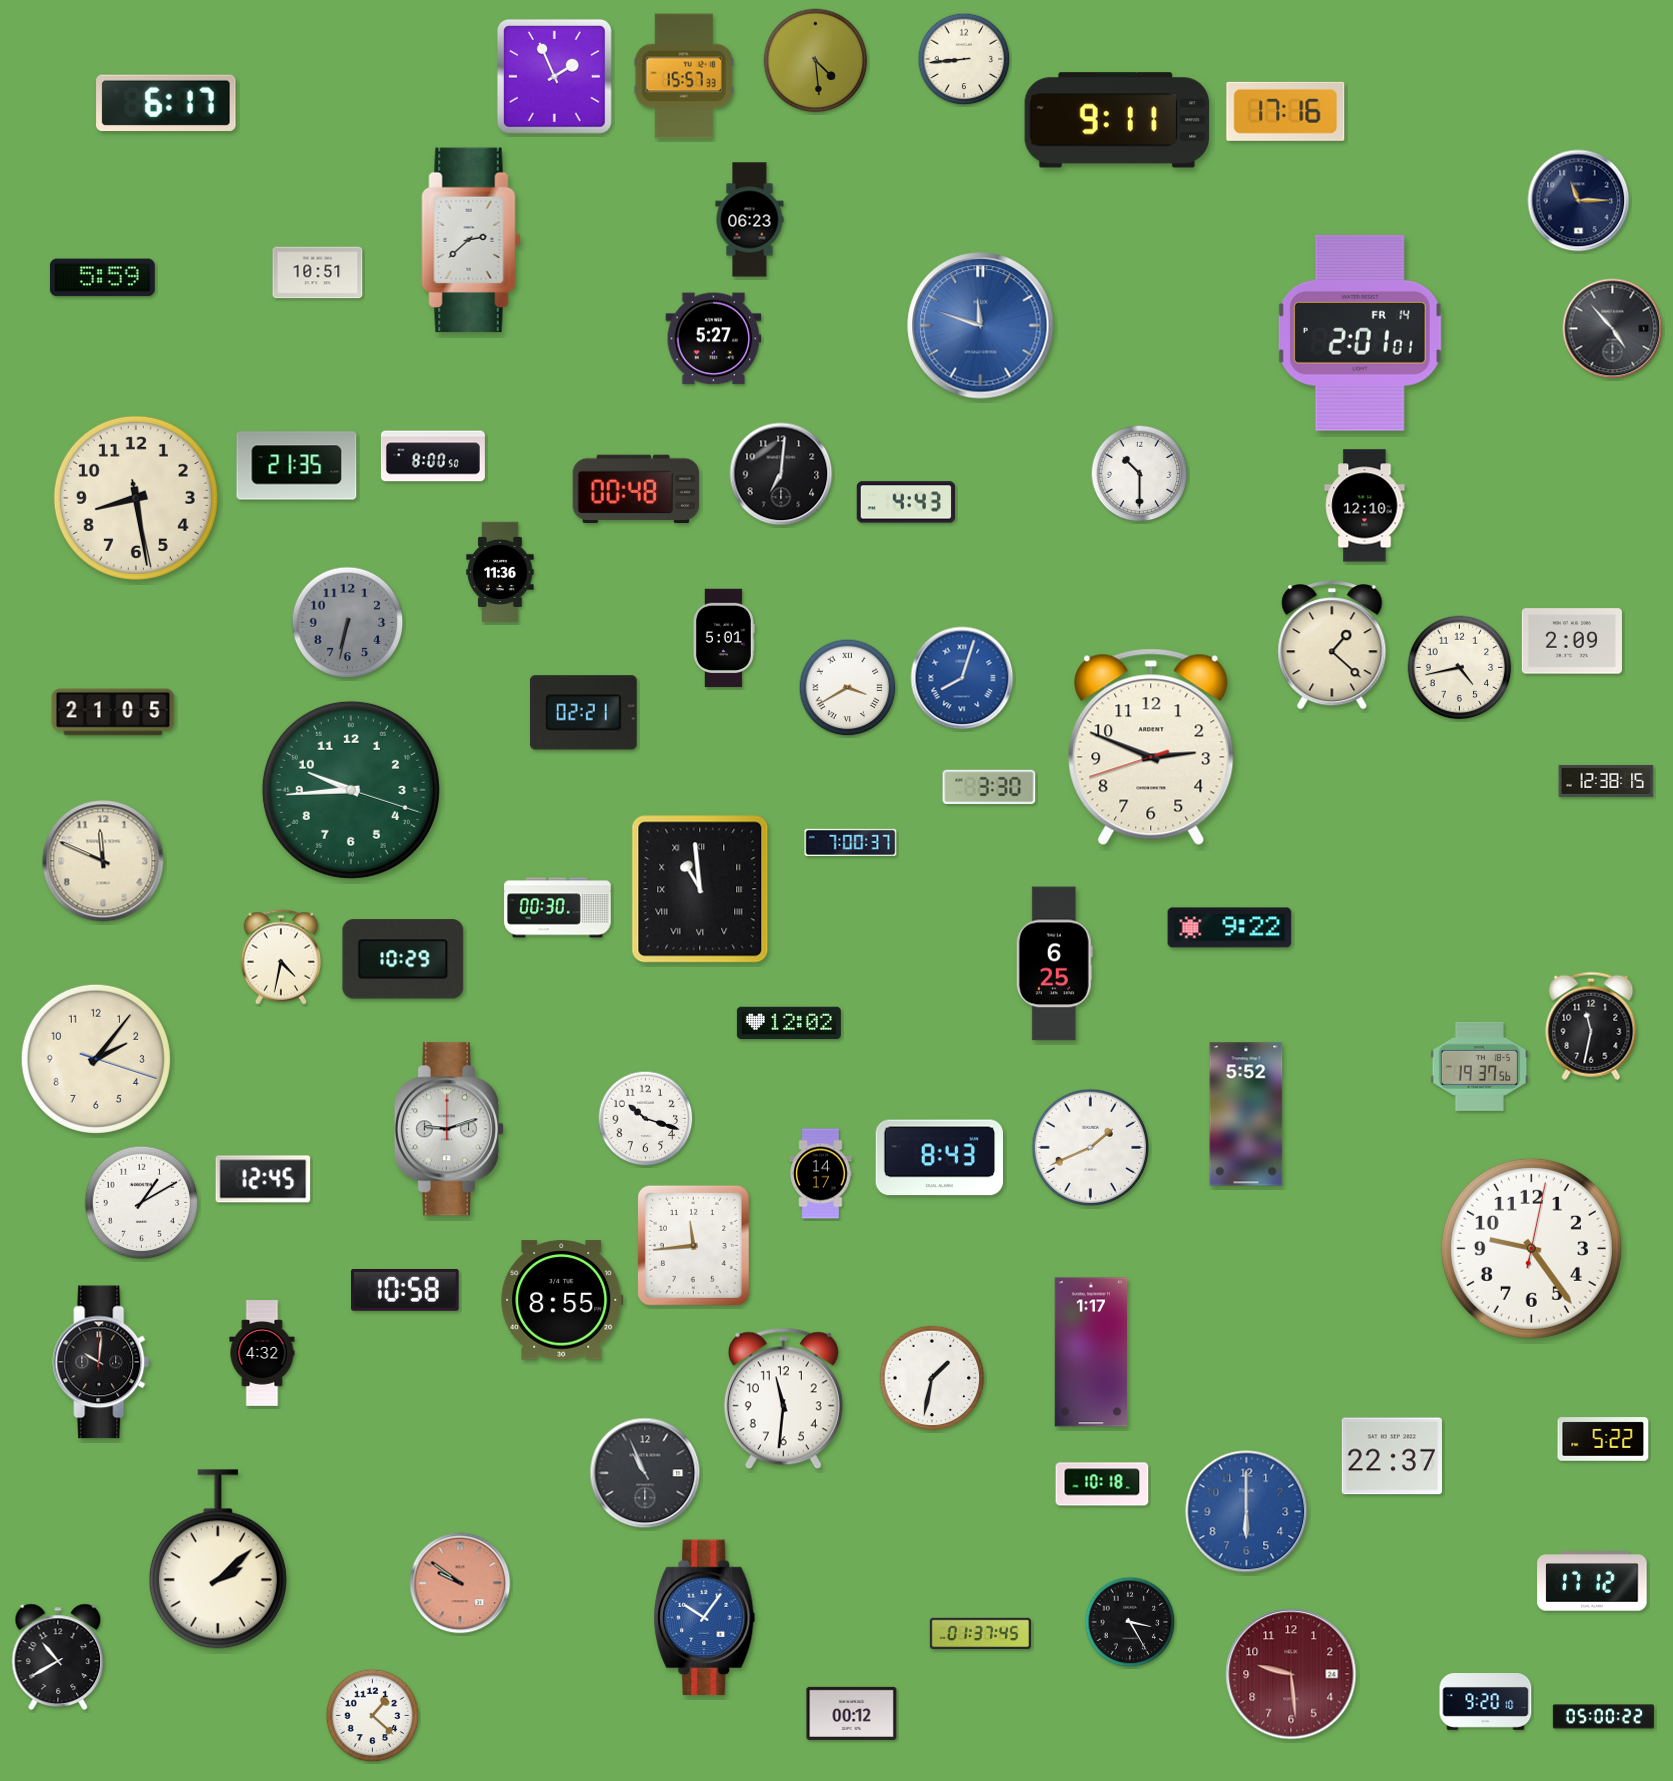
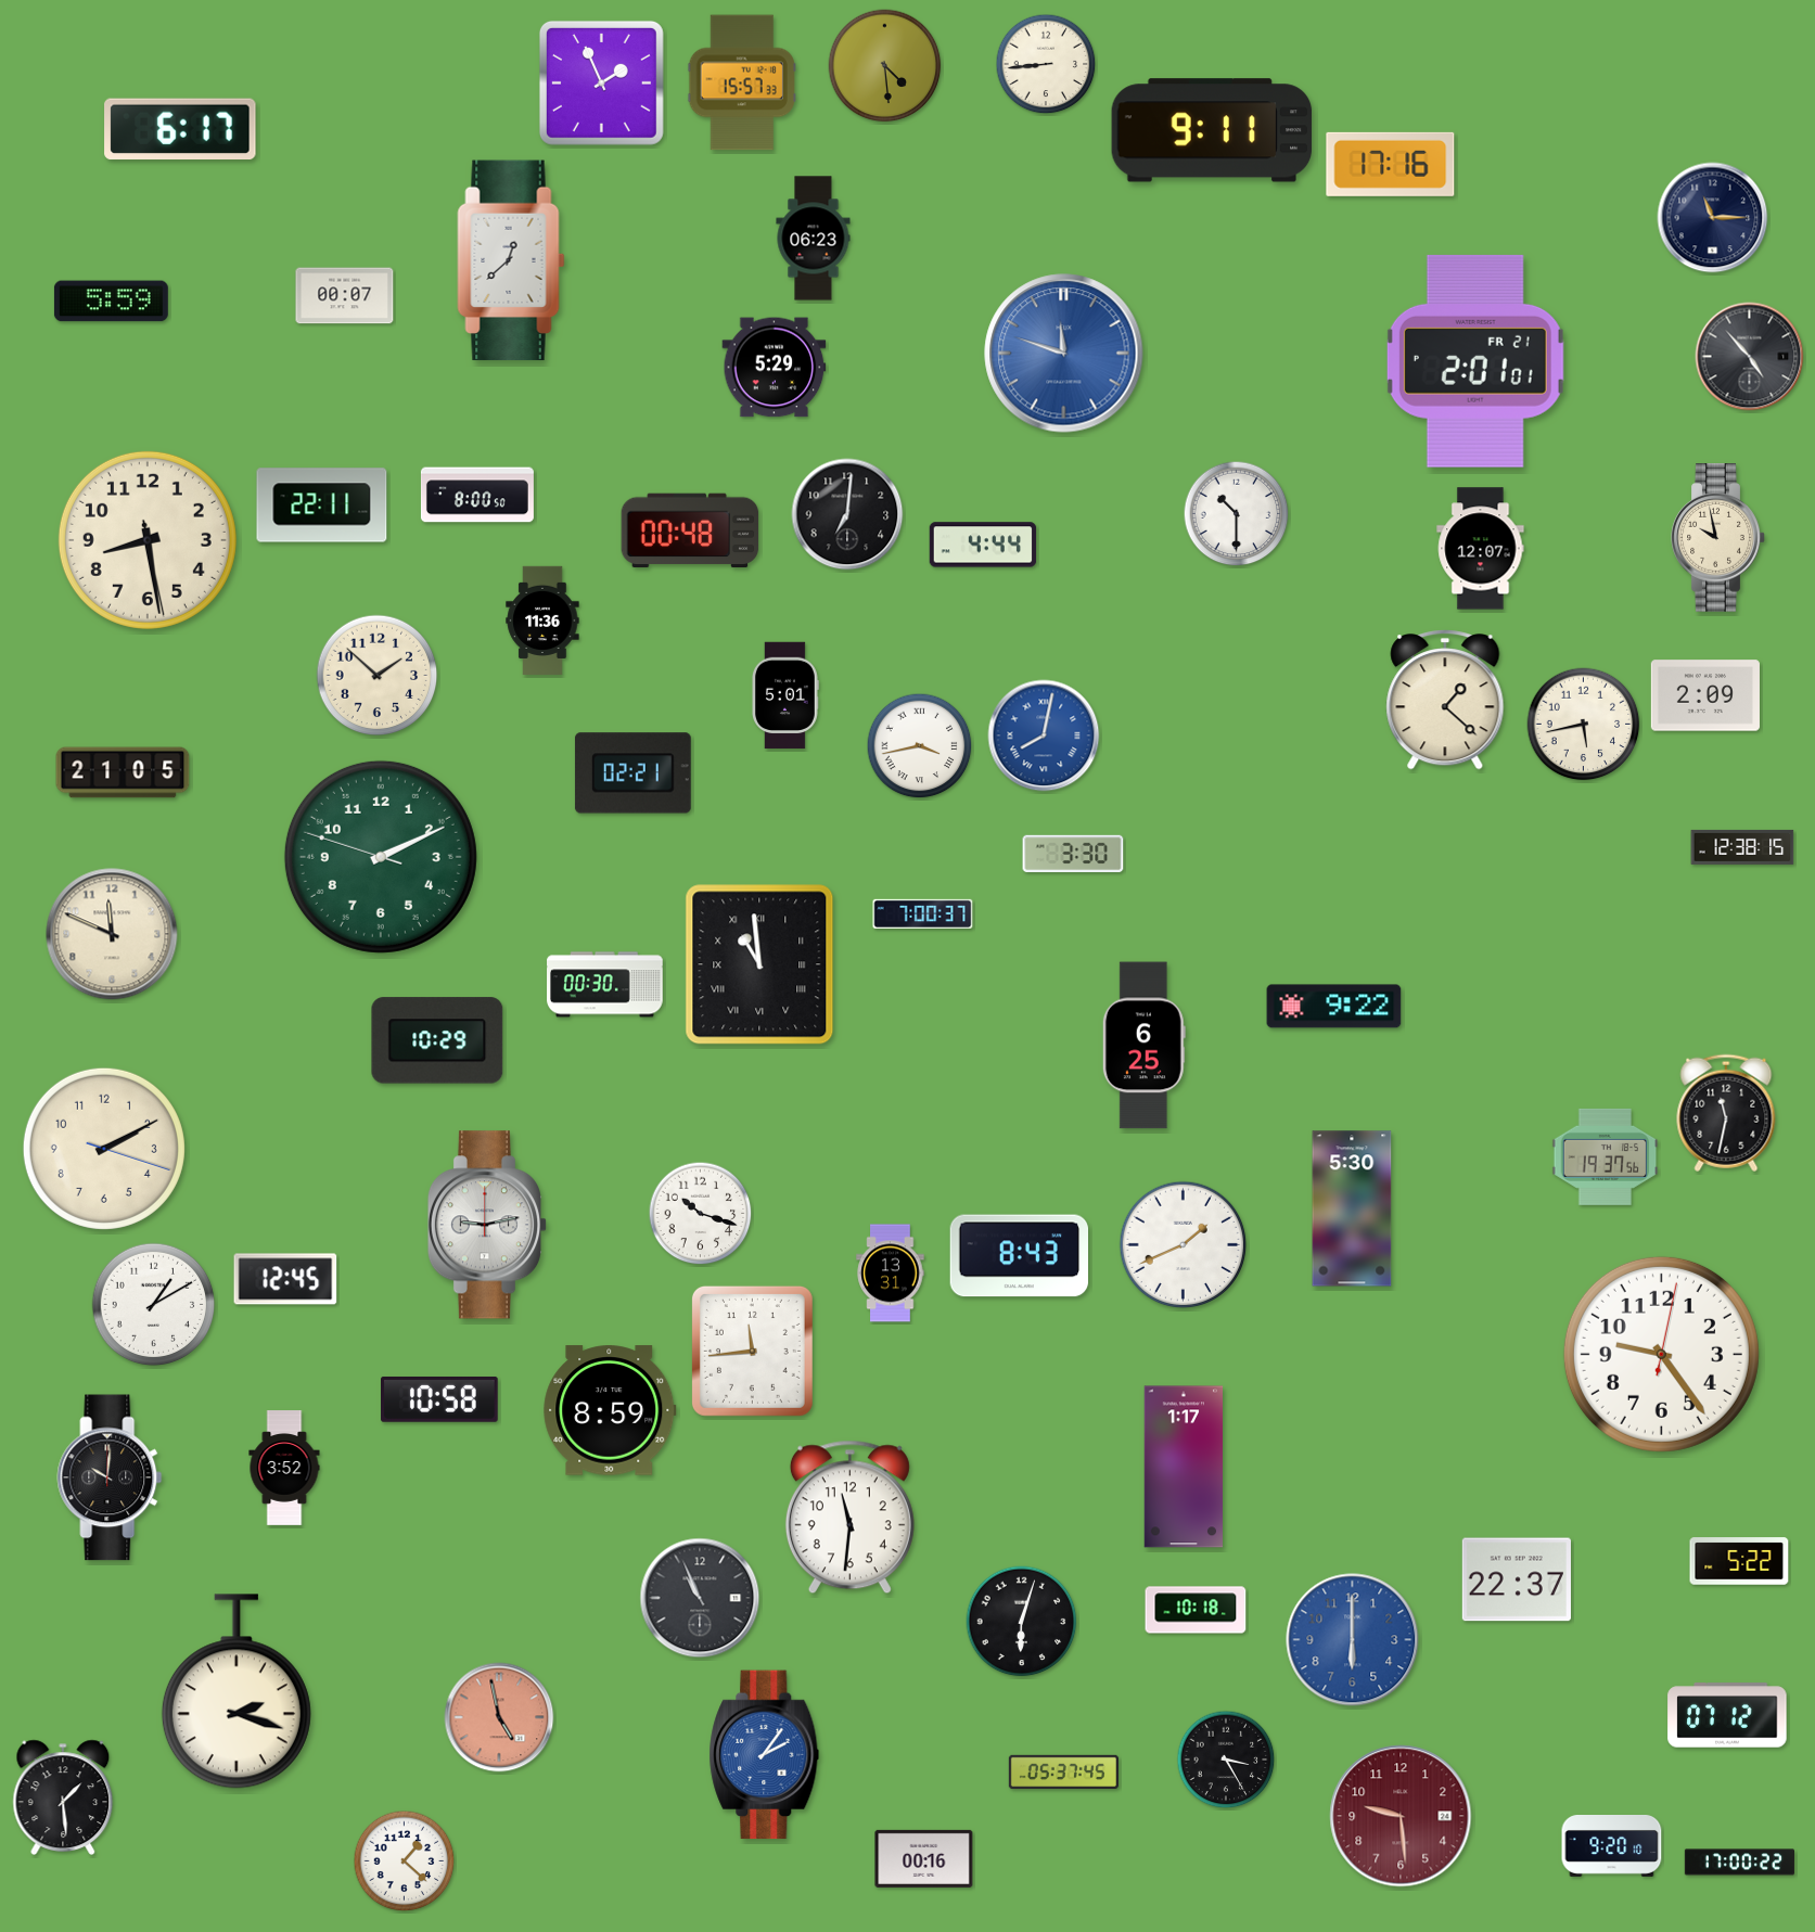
clock at (166, 103) position: (166, 103) -> (180, 129)
clock at (1286, 111) position: (1286, 111) -> (1391, 164)
clock at (471, 240): 2:38 -> 12:38
clock at (318, 273): 10:51 -> 00:07
clock at (1360, 333) date: FR 14 -> FR 21
clock at (714, 339): 5:27 -> 5:29
clock at (433, 456) position: (433, 456) -> (477, 495)
clock at (297, 466): 21:35 -> 22:11
clock at (1718, 538): none -> 9:58
clock at (906, 502): 4:43 -> 4:44
clock at (1365, 506): 12:10 -> 12:07
clock at (348, 623): 6:32 -> 1:52
clock at (348, 623) dial: grey -> cream
clock at (724, 638) position: (724, 638) -> (785, 695)
clock at (1460, 668): 4:43 -> 5:43
clock at (962, 678): 8:03 -> 8:02
clock at (848, 688): 3:40 -> 3:43
clock at (1151, 747): 2:48 -> none
clock at (351, 790): 9:44 -> 2:10
clock at (281, 957): 4:32 -> none
clock at (789, 1023): 12:02 -> none
clock at (96, 1059): 2:06 -> 2:10
clock at (1246, 1114): 5:52 -> 5:30
clock at (449, 1129): 9:12 -> 9:13
clock at (821, 1174): 14:17 -> 13:31
clock at (562, 1300): 8:55 -> 8:59
clock at (262, 1353): 4:32 -> 3:52
clock at (932, 1378): 1:32 -> none
clock at (1392, 1456) position: (1392, 1456) -> (1517, 1579)
clock at (1022, 1622): none -> 6:03
clock at (218, 1559): 2:08 -> 2:18
clock at (1592, 1581): 17:12 -> 07:12
clock at (460, 1583): 9:51 -> 4:58
clock at (705, 1618): 10:06 -> 2:06
clock at (980, 1634): 01:37 -> 05:37
clock at (58, 1657): 10:40 -> 1:29
clock at (852, 1713): 00:12 -> 00:16
clock at (1603, 1717): 05:00 -> 17:00
